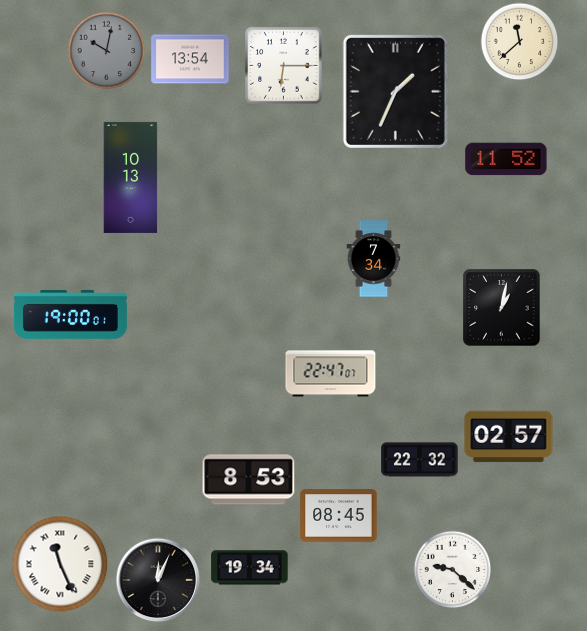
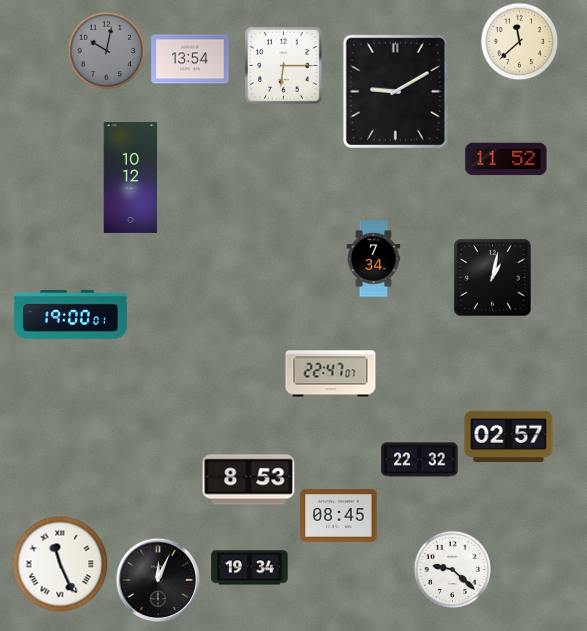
clock at (395, 91): 1:34 -> 9:10
clock at (131, 177): 10:13 -> 10:12
clock at (502, 308) position: (502, 308) -> (493, 278)
